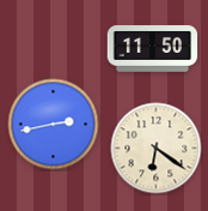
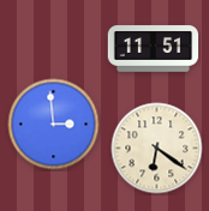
clock at (153, 49): 11:50 -> 11:51
clock at (54, 125): 2:43 -> 2:59
